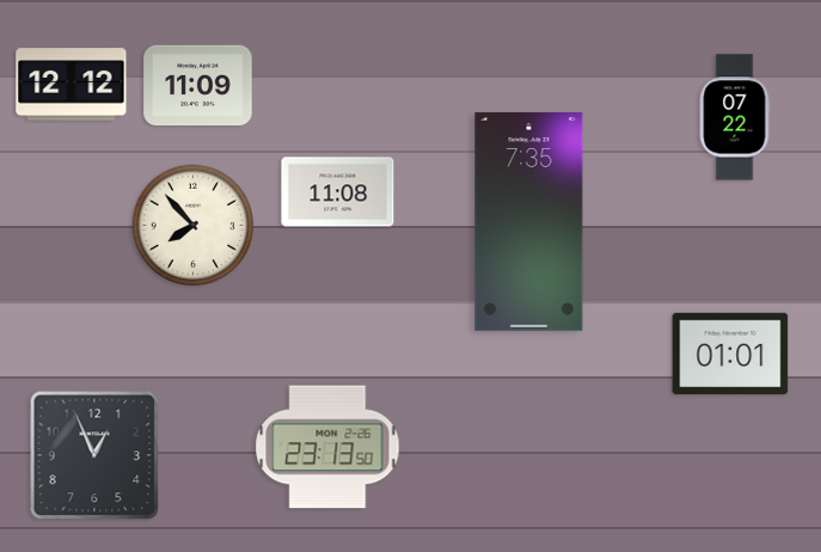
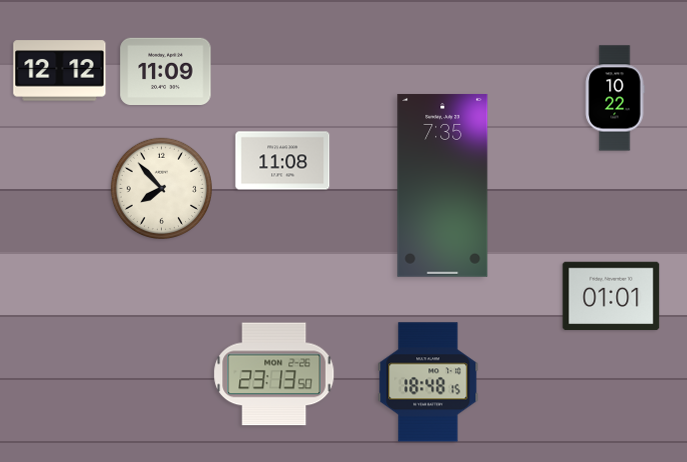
clock at (735, 117): 07:22 -> 10:22
clock at (94, 455): 12:56 -> none
clock at (428, 382): none -> 18:48
